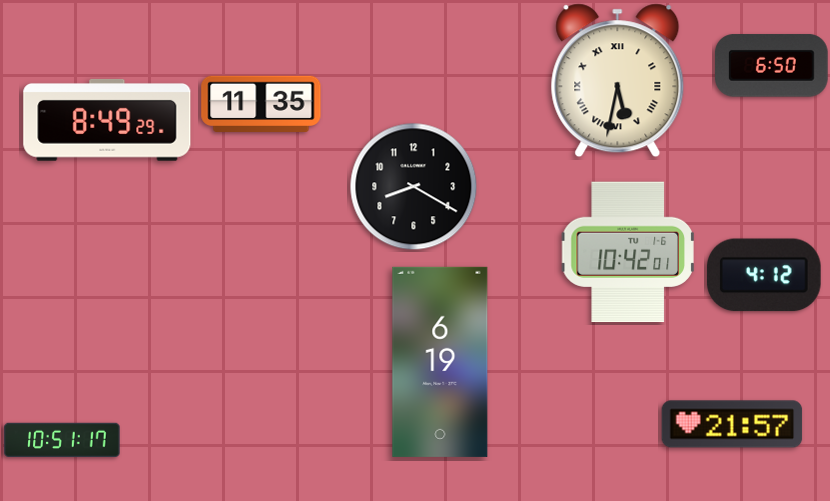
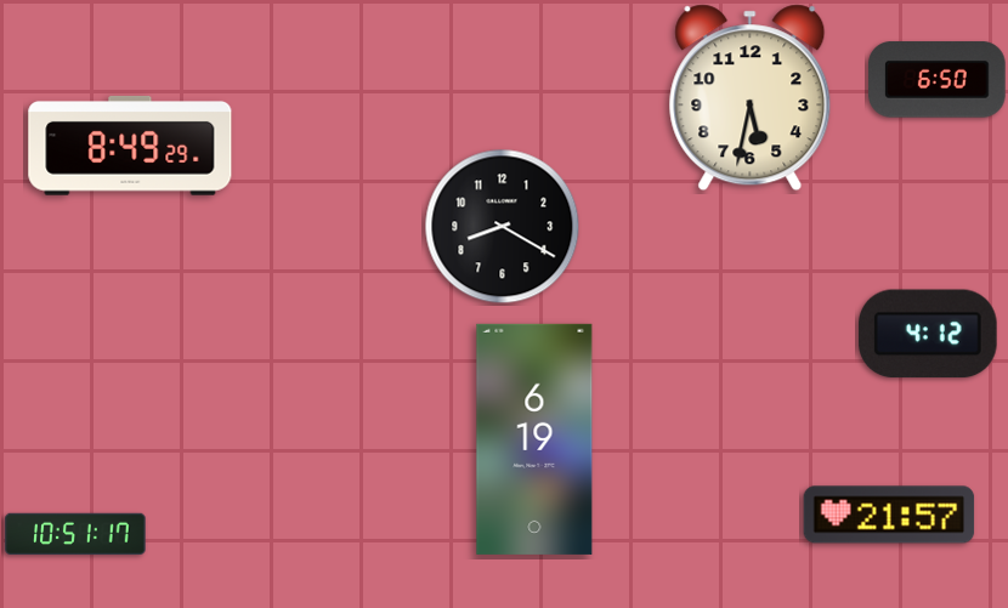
clock at (618, 81) numerals: Roman -> Arabic
clock at (261, 103): 11:35 -> none
clock at (628, 252): 10:42 -> none
